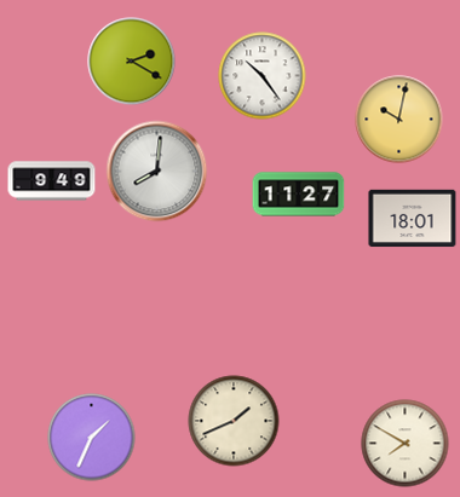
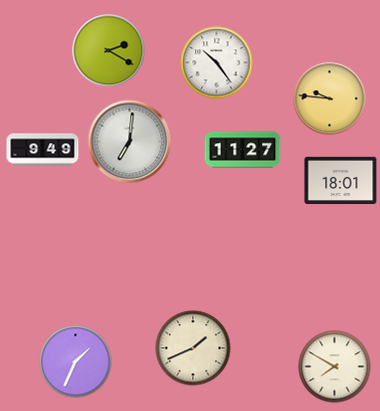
clock at (399, 120): 10:02 -> 9:46
clock at (157, 172): 8:01 -> 7:01
clock at (299, 195) position: (299, 195) -> (243, 150)
